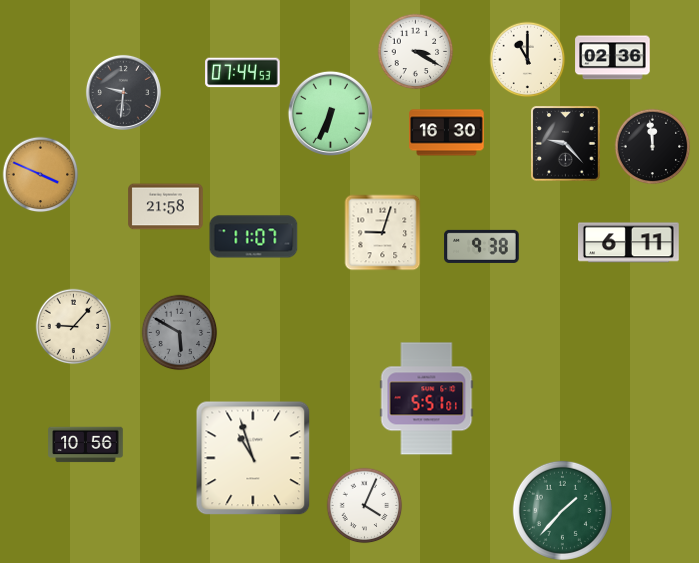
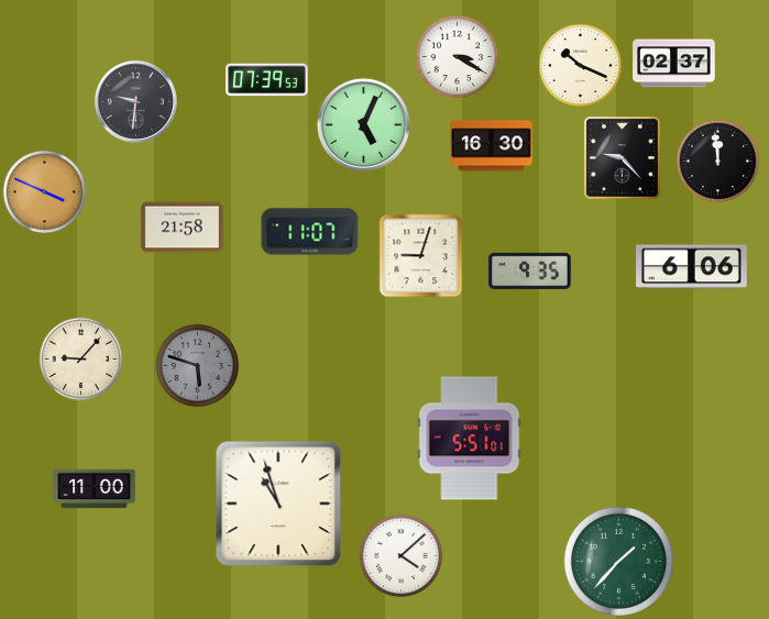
clock at (613, 58): 02:36 -> 02:37
clock at (528, 60): 11:00 -> 10:19
clock at (243, 73): 07:44 -> 07:39
clock at (330, 113): 6:34 -> 5:04
clock at (254, 237) position: (254, 237) -> (310, 232)
clock at (629, 243): 6:11 -> 6:06
clock at (482, 246): 9:38 -> 9:35
clock at (180, 333): 5:50 -> 5:48
clock at (86, 445): 10:56 -> 11:00
clock at (365, 506): 4:04 -> 4:08
